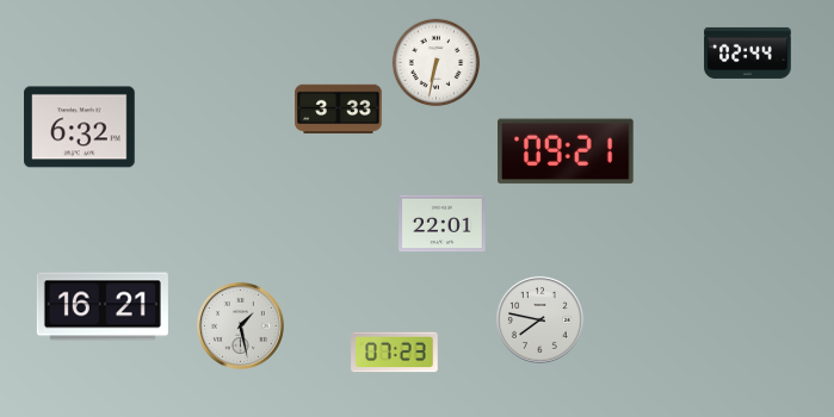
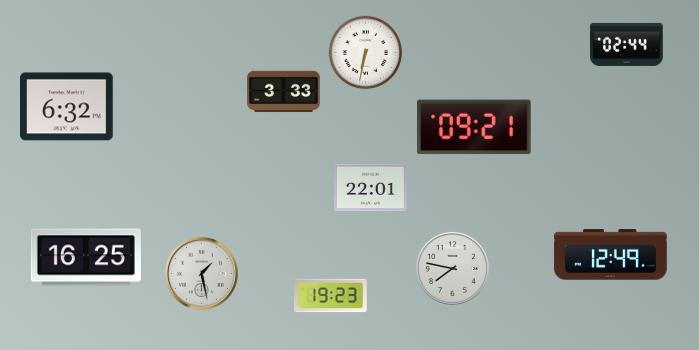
clock at (611, 255): none -> 12:49
clock at (103, 306): 16:21 -> 16:25
clock at (395, 353): 07:23 -> 19:23
